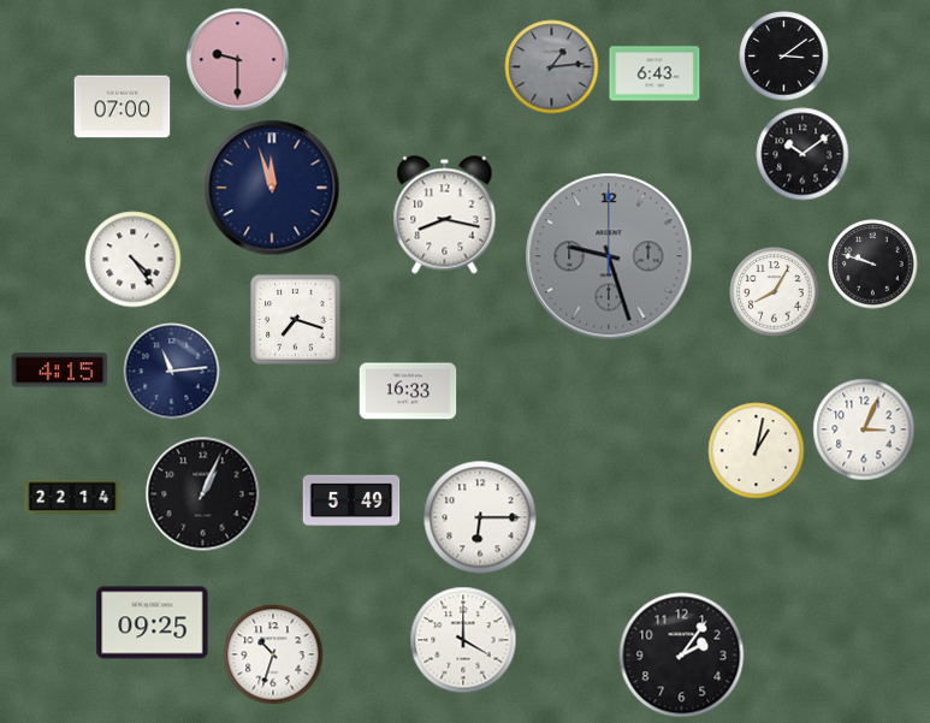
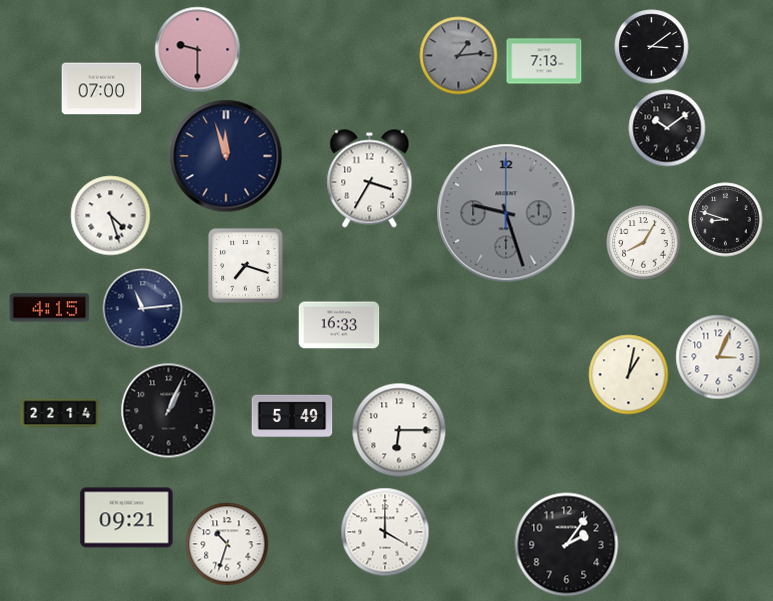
clock at (654, 73): 6:43 -> 7:13
clock at (445, 215): 8:17 -> 3:35
clock at (134, 260): 4:24 -> 4:27
clock at (873, 265): 9:48 -> 8:48
clock at (153, 623): 09:25 -> 09:21
